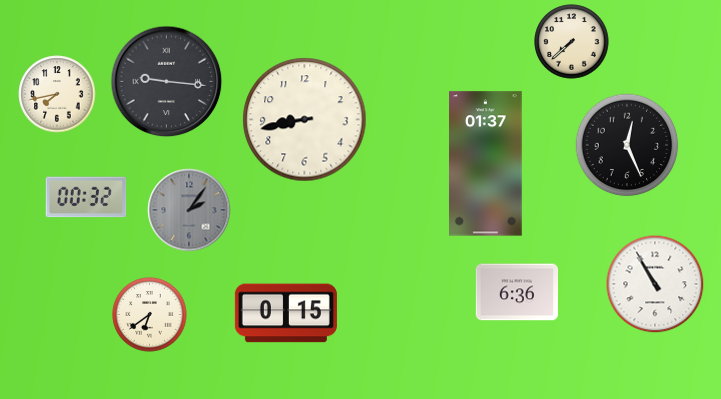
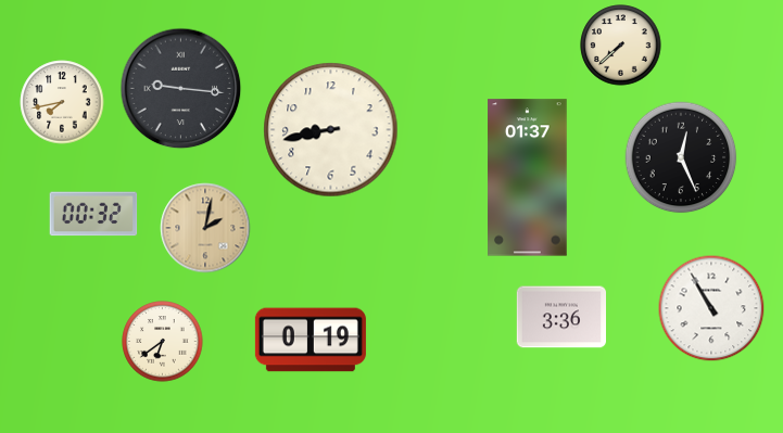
clock at (189, 210): 2:06 -> 2:02
clock at (189, 210) dial: grey -> champagne
clock at (516, 292): 6:36 -> 3:36
clock at (286, 313): 0:15 -> 0:19
